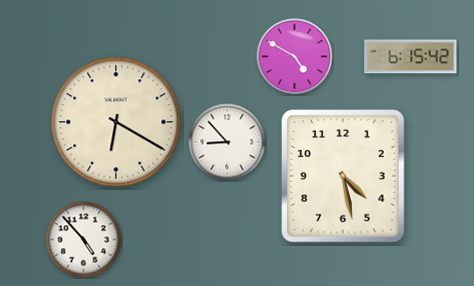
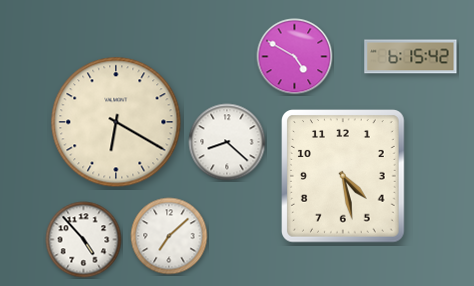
clock at (227, 142): 8:53 -> 8:22
clock at (169, 236): none -> 7:08
